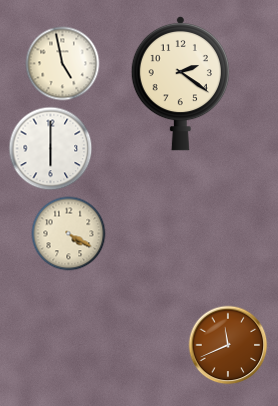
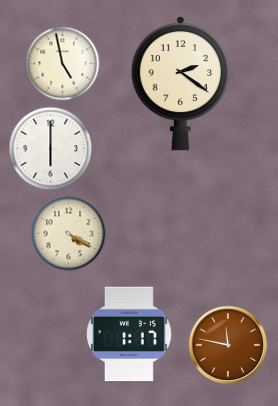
clock at (130, 334): none -> 1:17
clock at (228, 345): 11:41 -> 11:47
